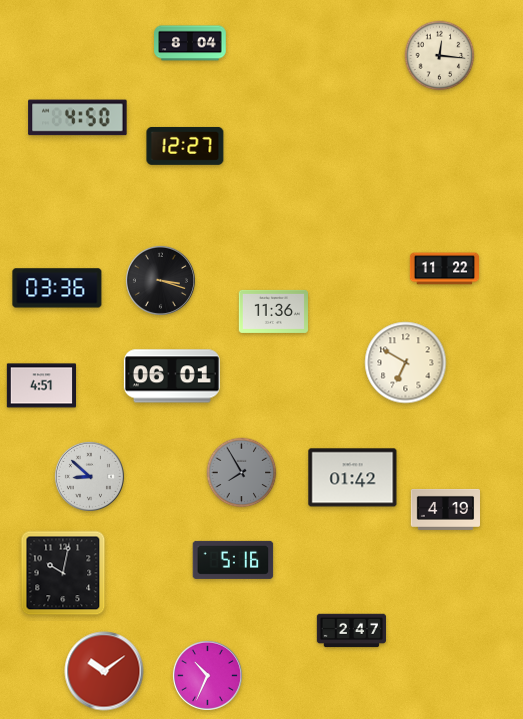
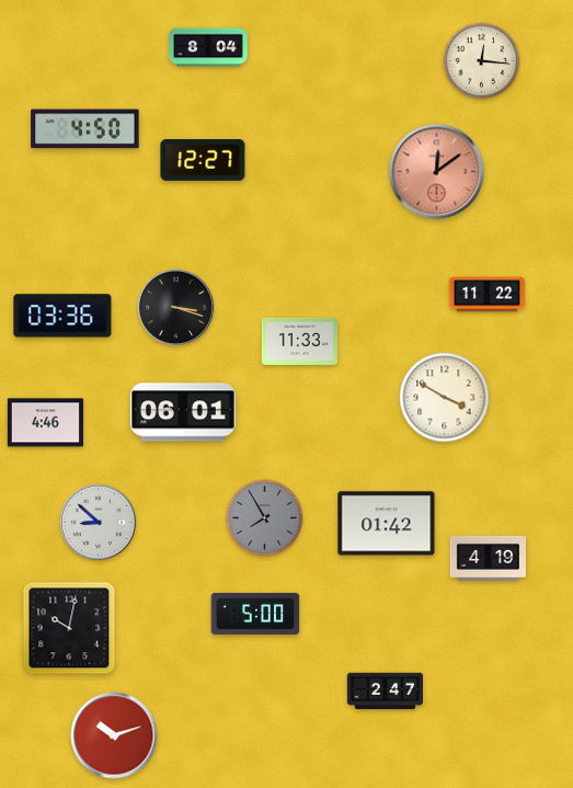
clock at (437, 172): none -> 12:09
clock at (273, 311): 11:36 -> 11:33
clock at (406, 363): 6:50 -> 3:50
clock at (172, 376) position: (172, 376) -> (183, 412)
clock at (41, 386): 4:51 -> 4:46
clock at (233, 560): 5:16 -> 5:00
clock at (104, 671): 10:09 -> 10:12
clock at (207, 675): 10:34 -> none
